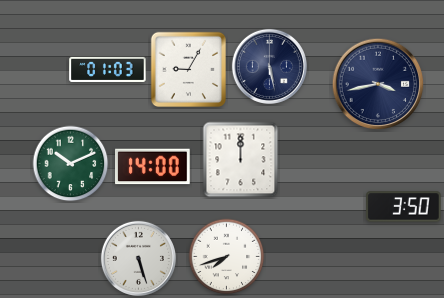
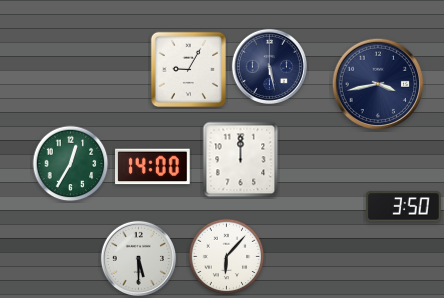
clock at (108, 69): 01:03 -> none
clock at (71, 164): 10:11 -> 12:35
clock at (227, 257): 7:42 -> 6:07
clock at (138, 258): 5:27 -> 5:30
